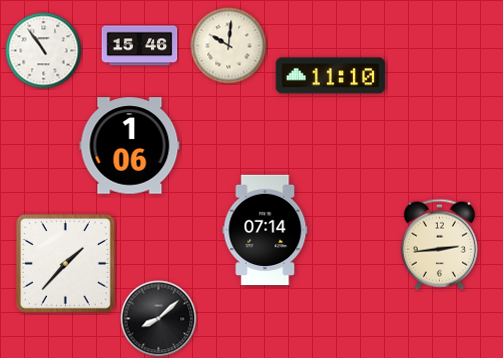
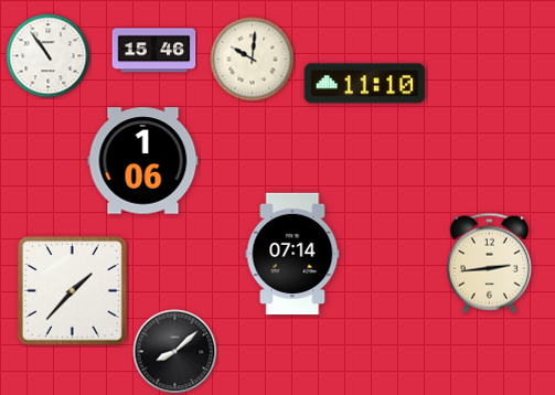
clock at (229, 46) position: (229, 46) -> (253, 60)
clock at (439, 244) position: (439, 244) -> (489, 263)
